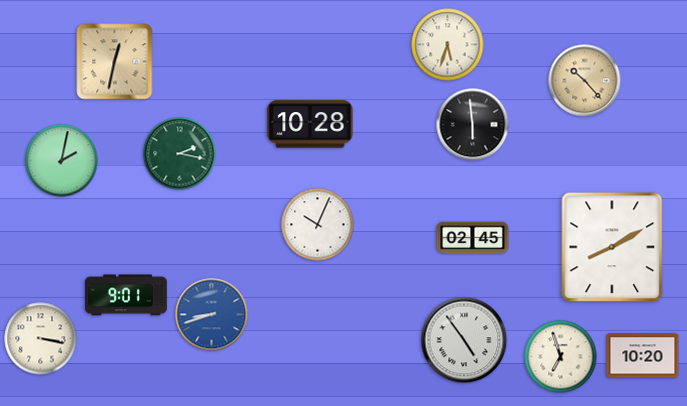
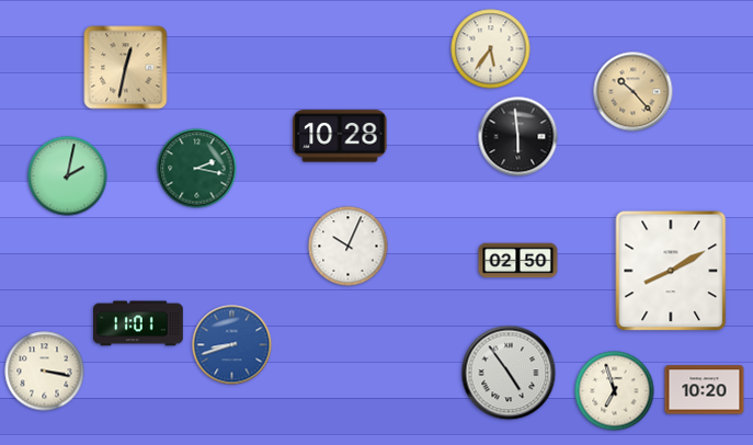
clock at (448, 45): 5:33 -> 5:36
clock at (585, 81) position: (585, 81) -> (634, 92)
clock at (473, 238): 02:45 -> 02:50
clock at (127, 295): 9:01 -> 11:01
